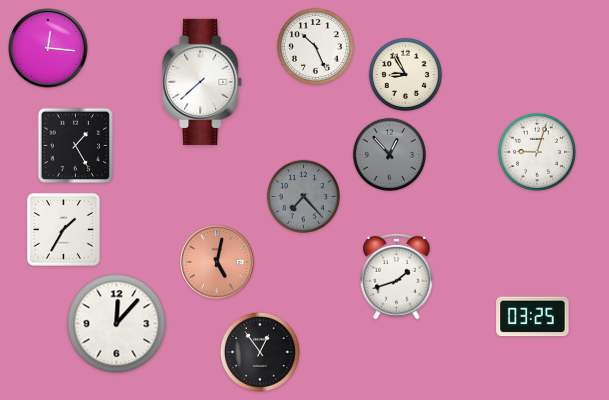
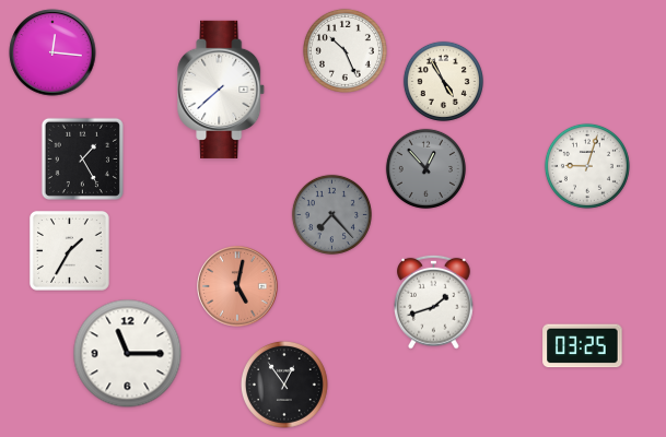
clock at (405, 74): 8:55 -> 4:55
clock at (117, 324): 12:07 -> 11:15
